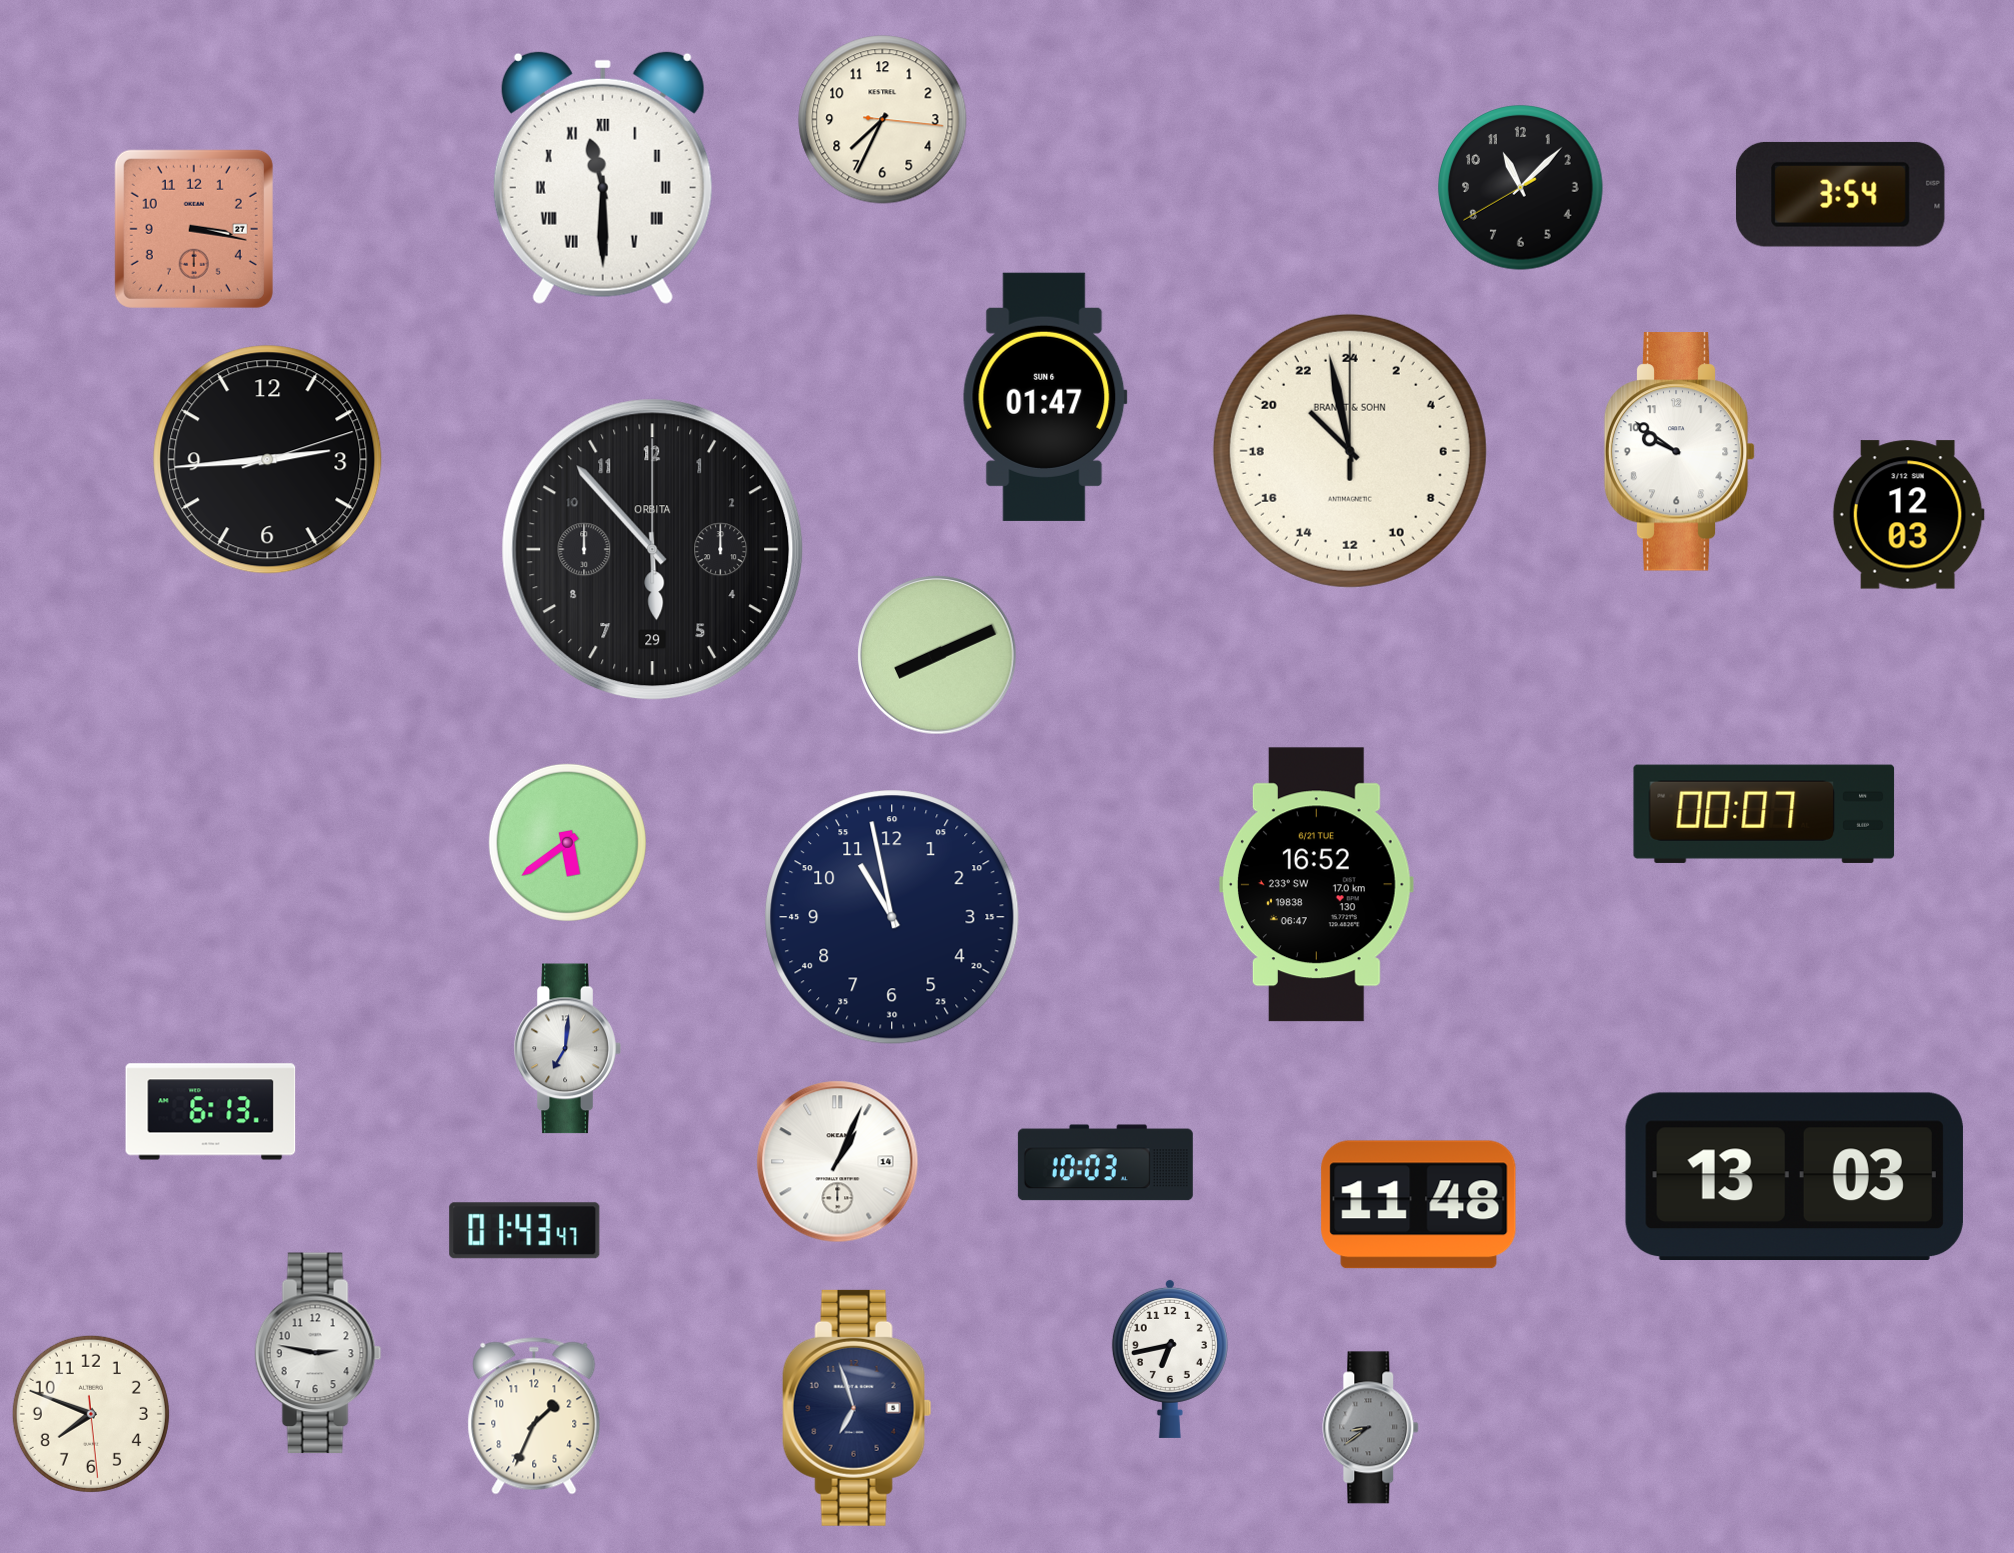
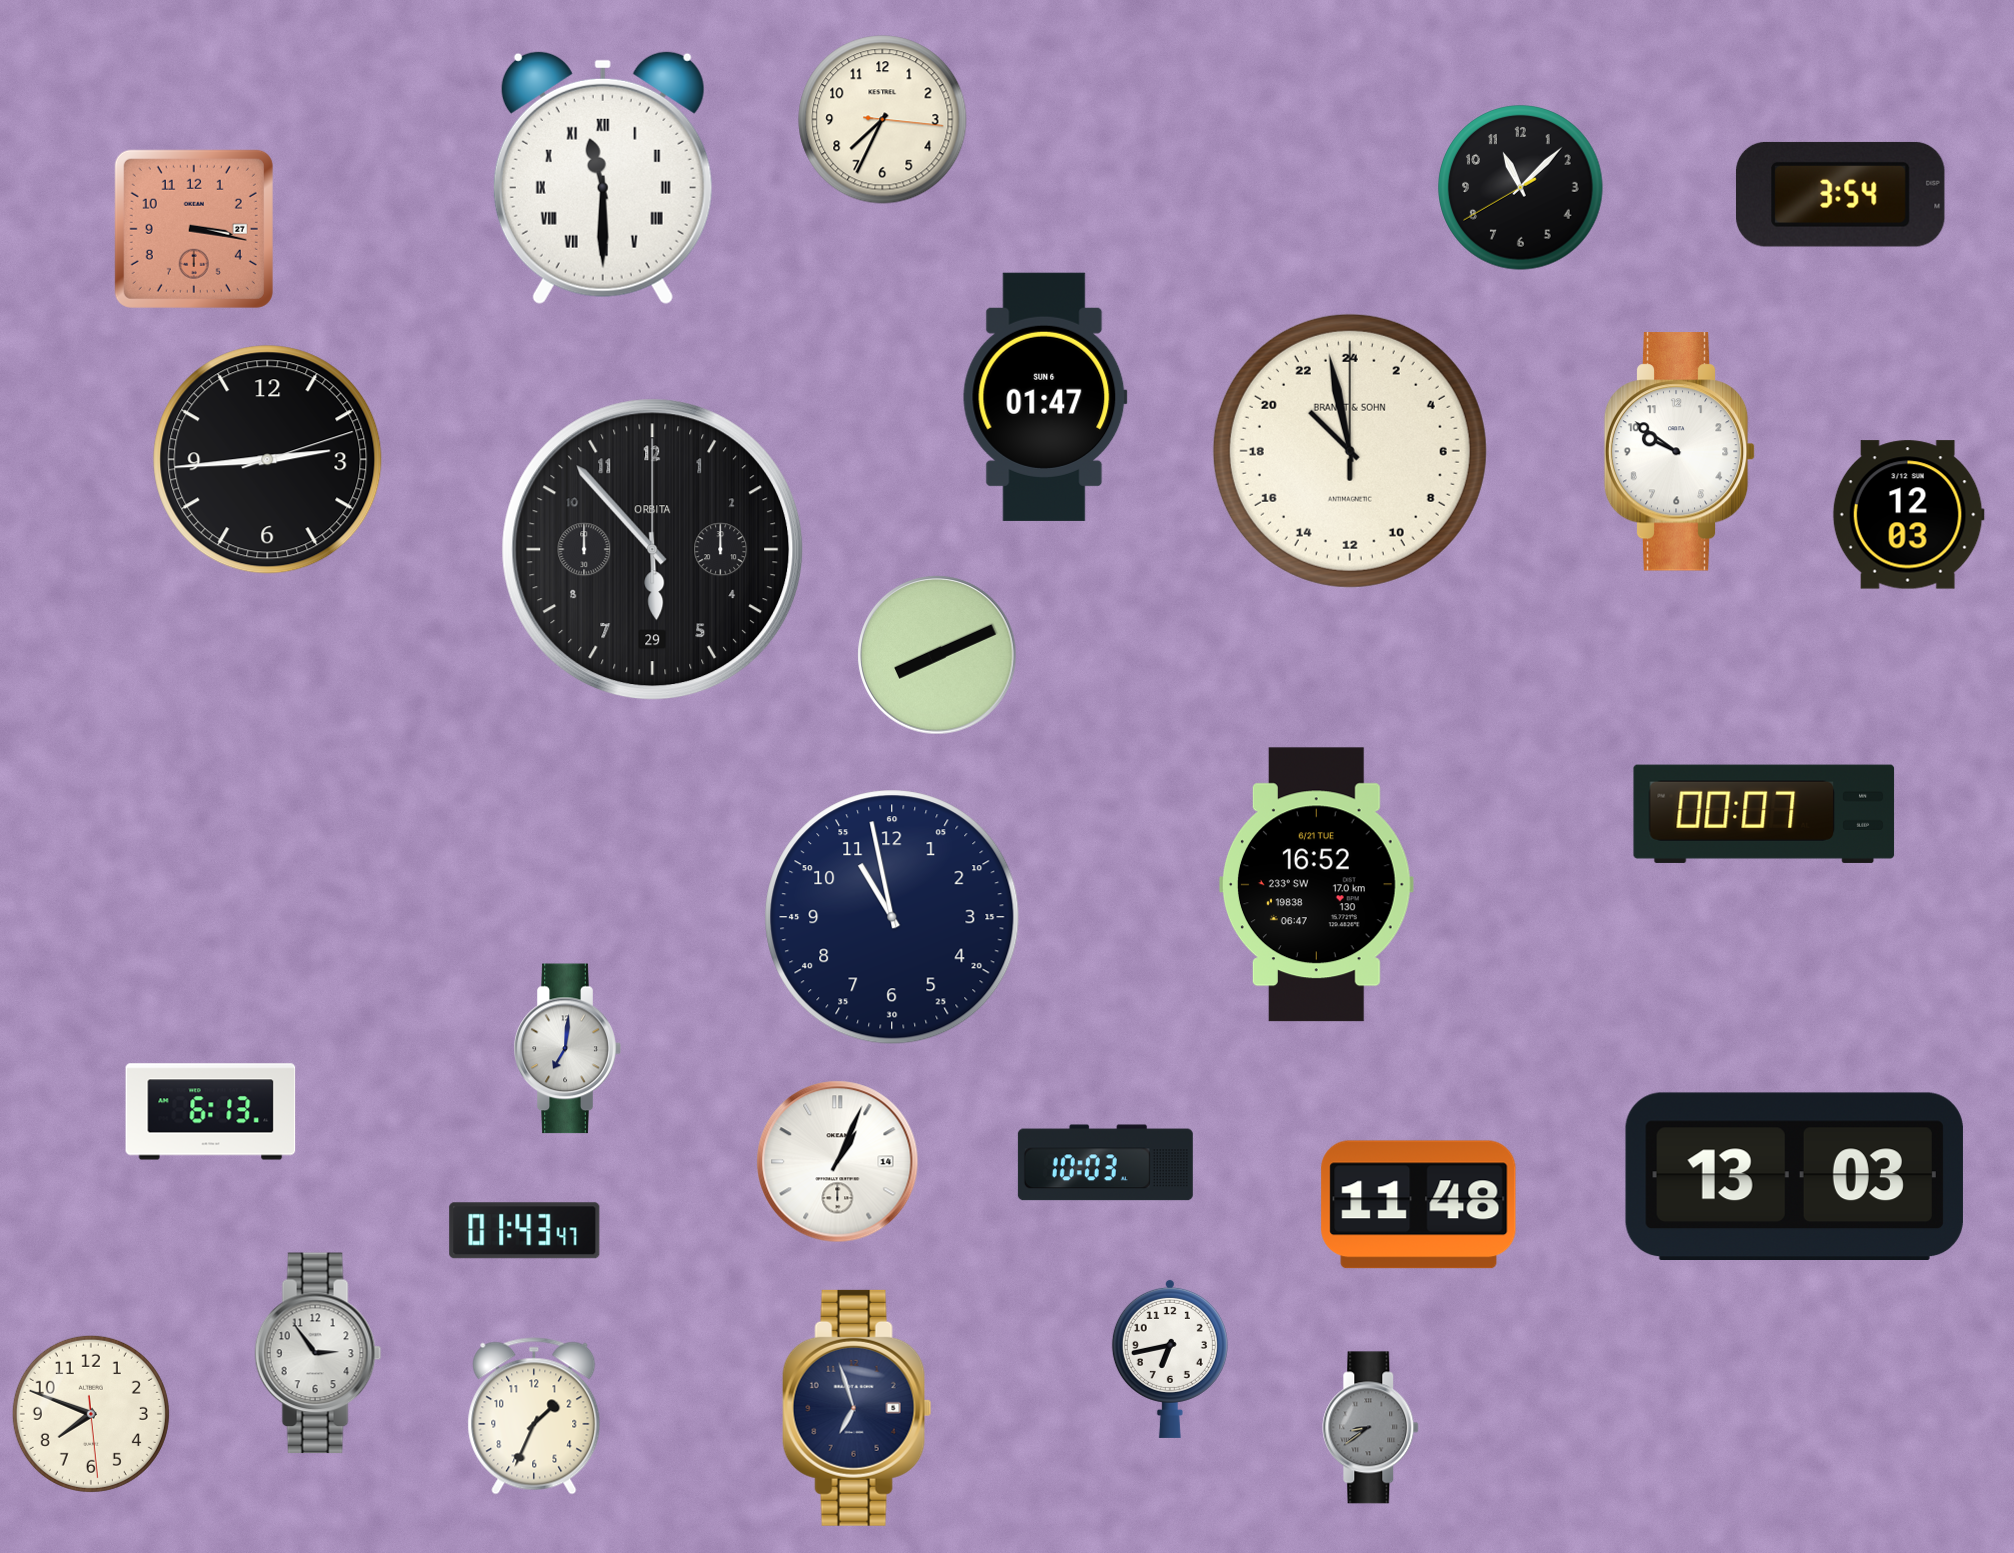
clock at (567, 842): 5:39 -> none
clock at (318, 1353): 2:47 -> 2:54
